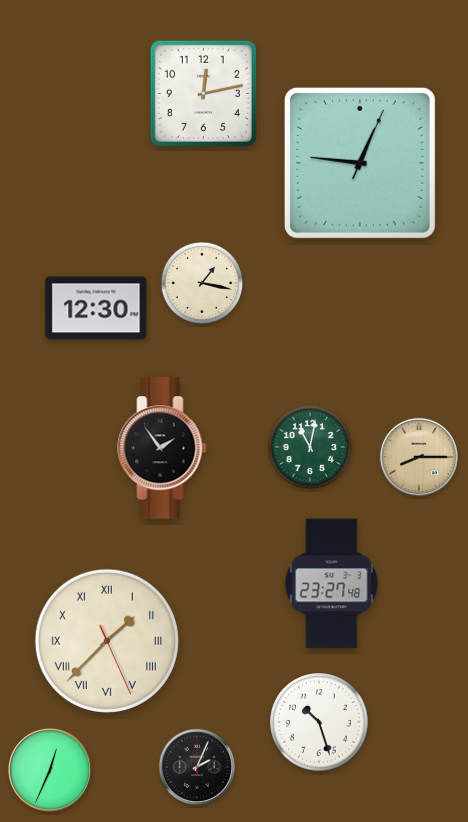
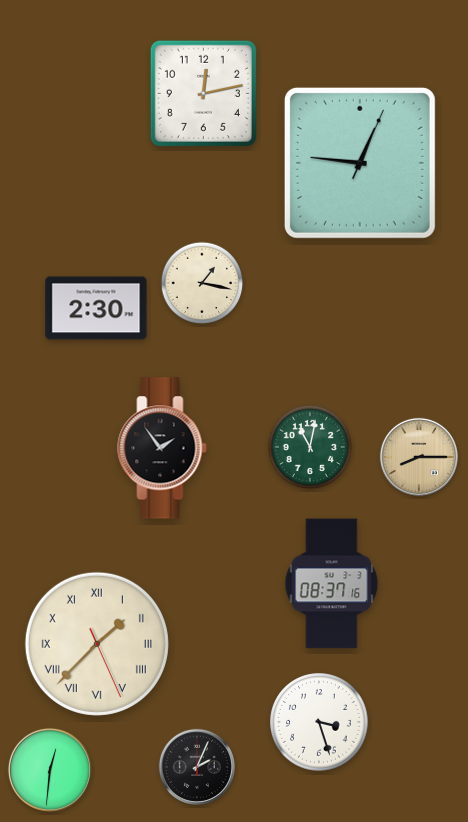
clock at (96, 308): 12:30 -> 2:30
clock at (332, 584): 23:27 -> 08:37
clock at (107, 641) position: (107, 641) -> (97, 644)
clock at (319, 722): 10:27 -> 3:27
clock at (50, 770): 12:34 -> 12:31
